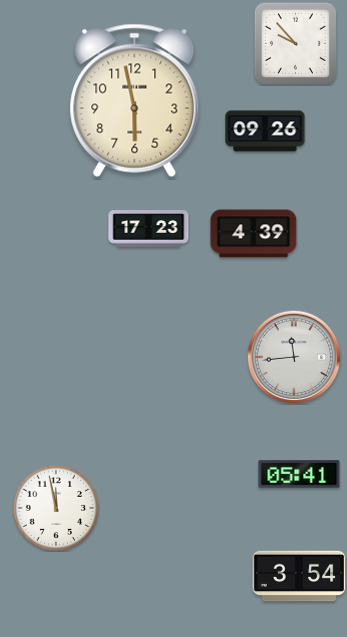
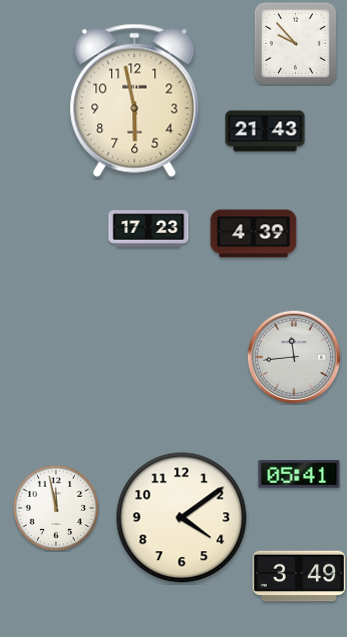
clock at (265, 131): 09:26 -> 21:43
clock at (182, 518): none -> 4:09
clock at (299, 576): 3:54 -> 3:49
